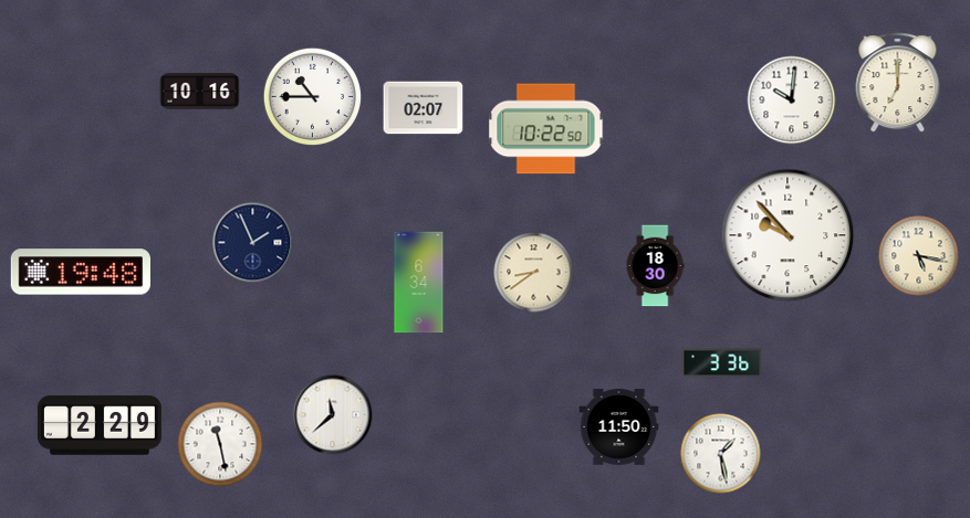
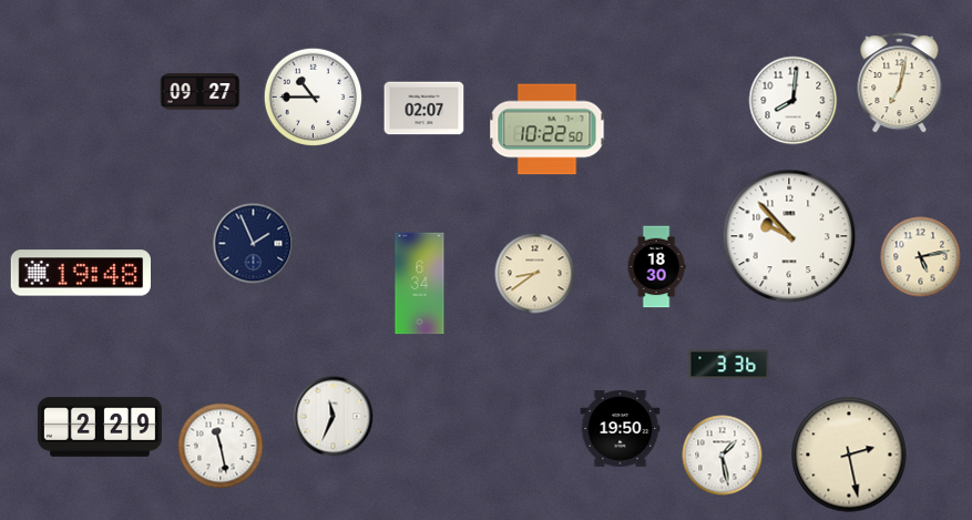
clock at (898, 83): 7:00 -> 7:02
clock at (200, 92): 10:16 -> 09:27
clock at (792, 101): 10:01 -> 8:01
clock at (919, 256): 5:17 -> 5:13
clock at (722, 363) position: (722, 363) -> (729, 365)
clock at (333, 415): 11:38 -> 11:34
clock at (619, 427): 11:50 -> 19:50
clock at (849, 455): none -> 2:28
